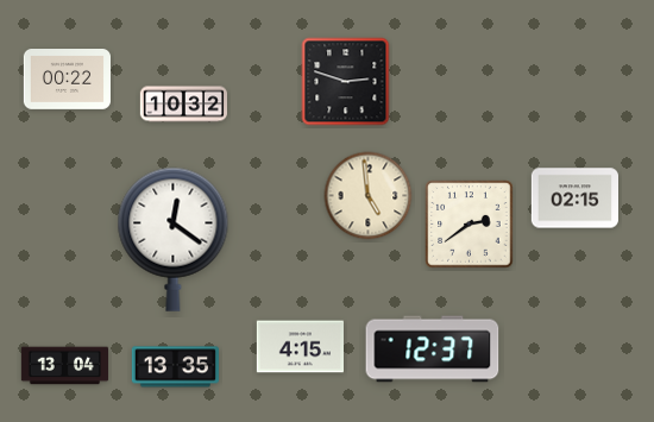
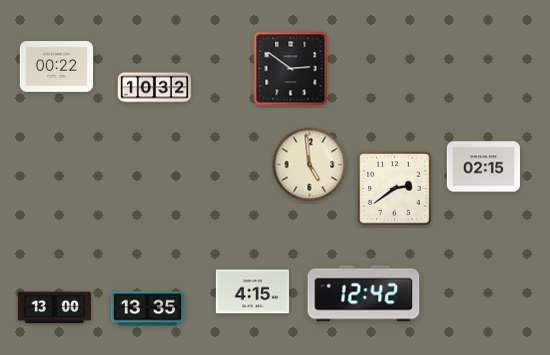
clock at (346, 82): 2:48 -> 2:51
clock at (174, 239): 12:21 -> none
clock at (433, 349): 12:37 -> 12:42
clock at (65, 366): 13:04 -> 13:00
